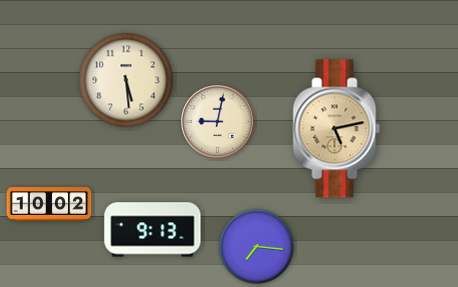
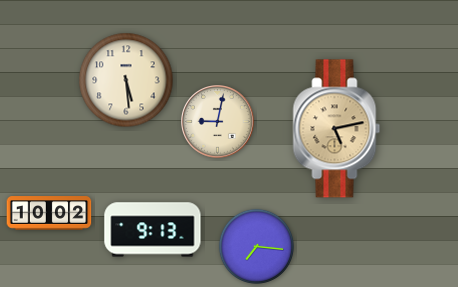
clock at (49, 204) position: (49, 204) -> (49, 213)
